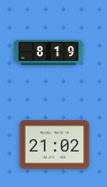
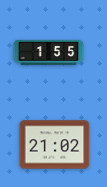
clock at (49, 52): 8:19 -> 1:55
